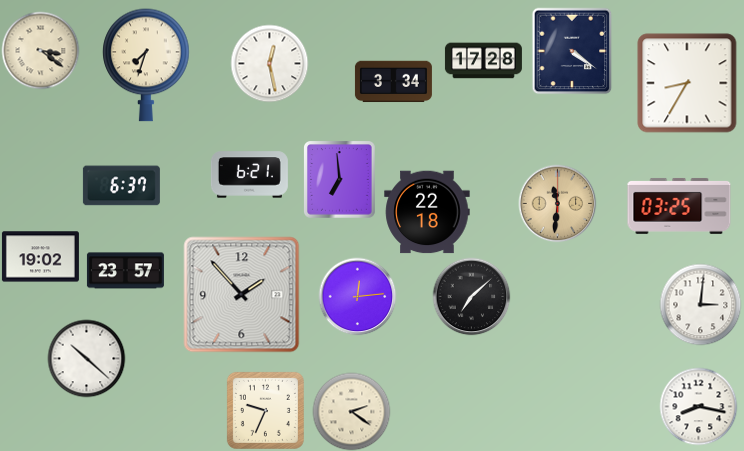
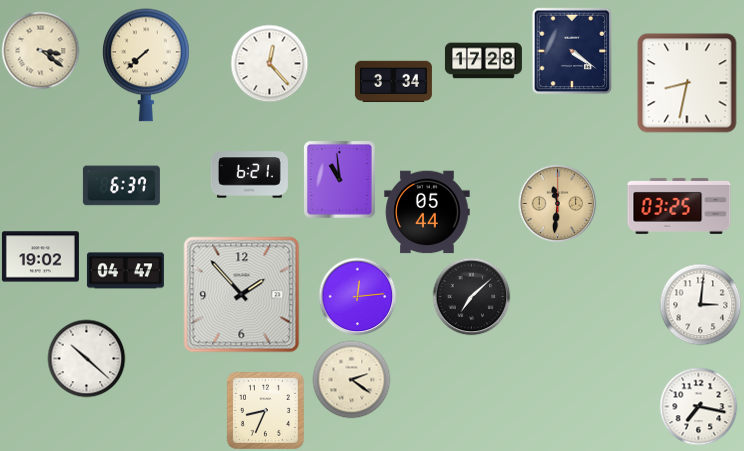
clock at (269, 63): 12:28 -> 12:23
clock at (146, 65): 7:33 -> 7:38
clock at (687, 83): 8:35 -> 8:32
clock at (340, 179): 6:59 -> 10:59
clock at (427, 212): 22:18 -> 05:44
clock at (125, 271): 23:57 -> 04:47
clock at (698, 406): 8:17 -> 7:17
clock at (265, 410): 9:34 -> 8:34
clock at (351, 411) position: (351, 411) -> (351, 379)
